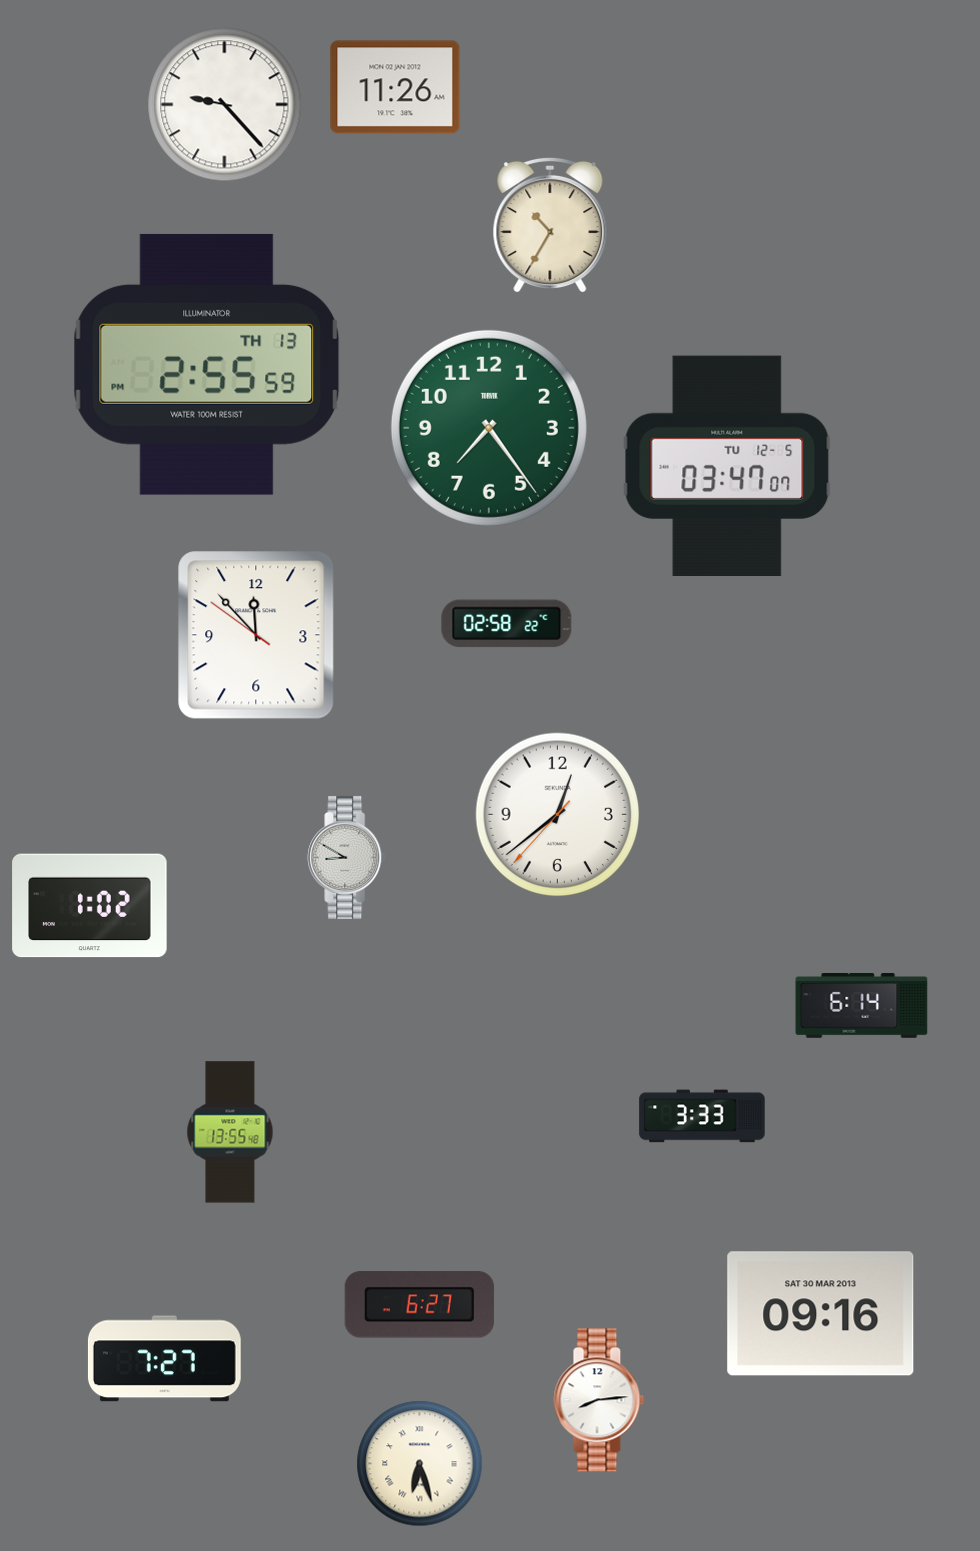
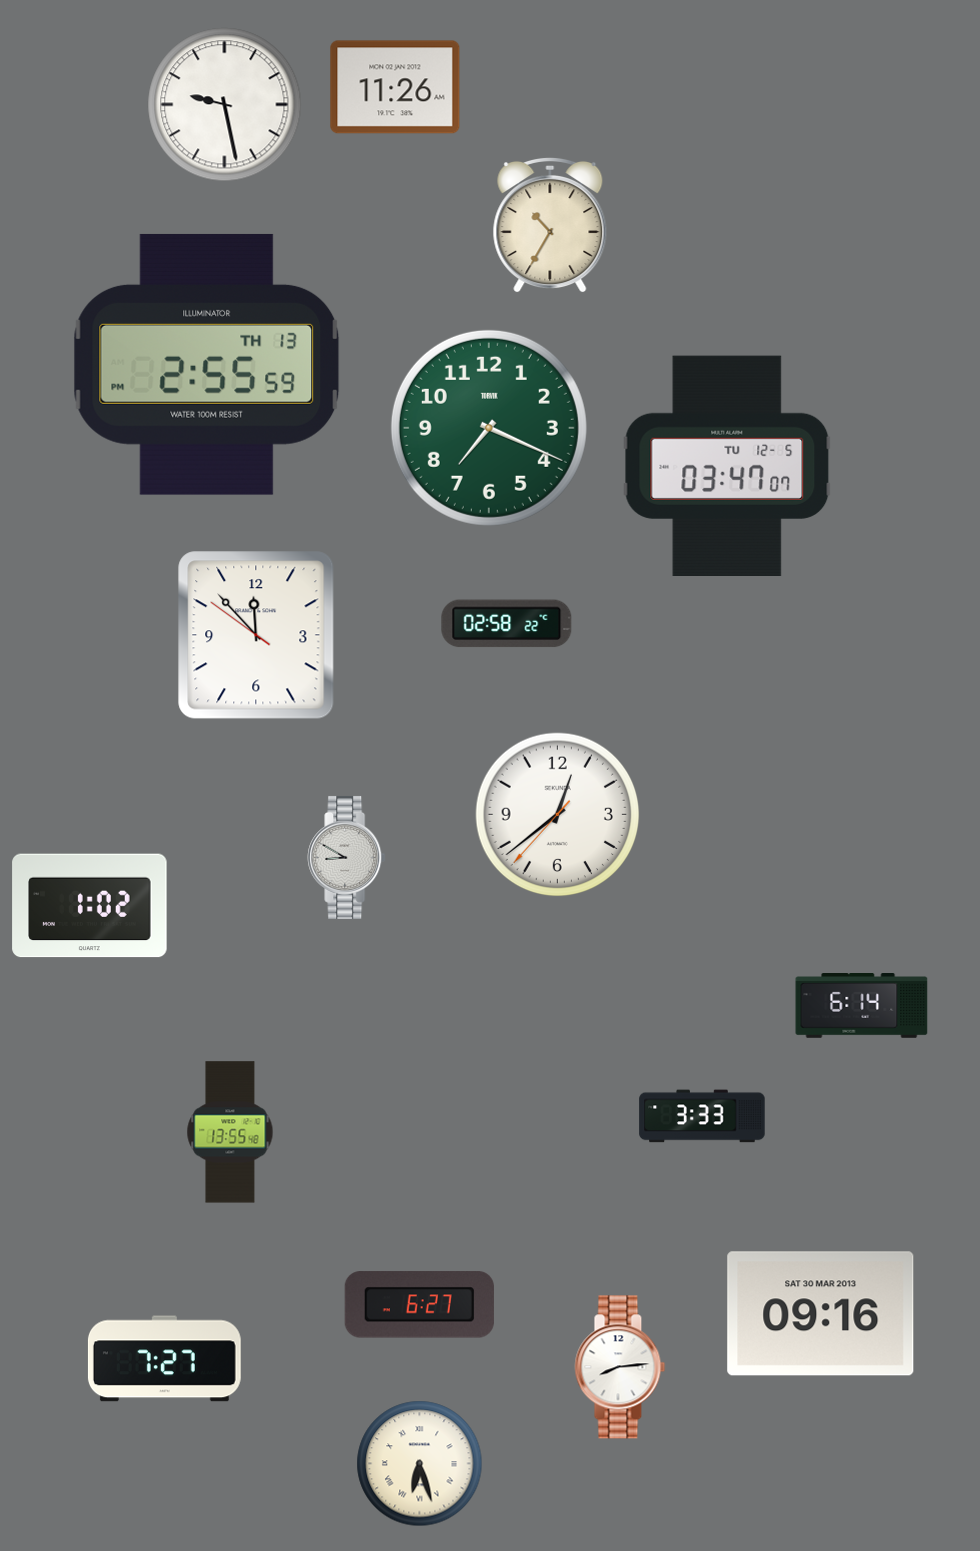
clock at (225, 105): 9:23 -> 9:28
clock at (489, 428): 7:24 -> 7:19
clock at (599, 1400) position: (599, 1400) -> (620, 1367)
